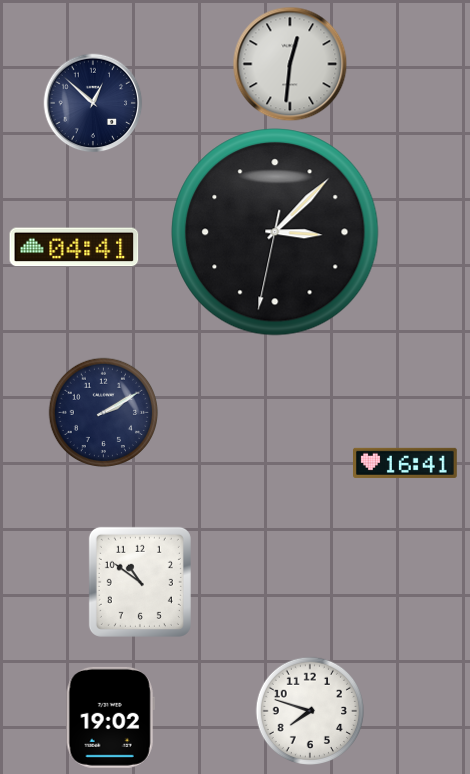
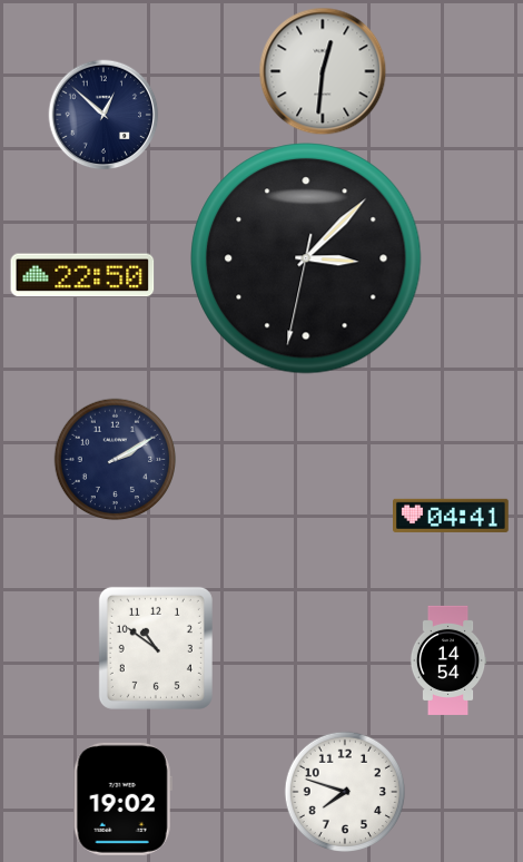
clock at (74, 247): 04:41 -> 22:50
clock at (406, 463): 16:41 -> 04:41
clock at (448, 660): none -> 14:54
